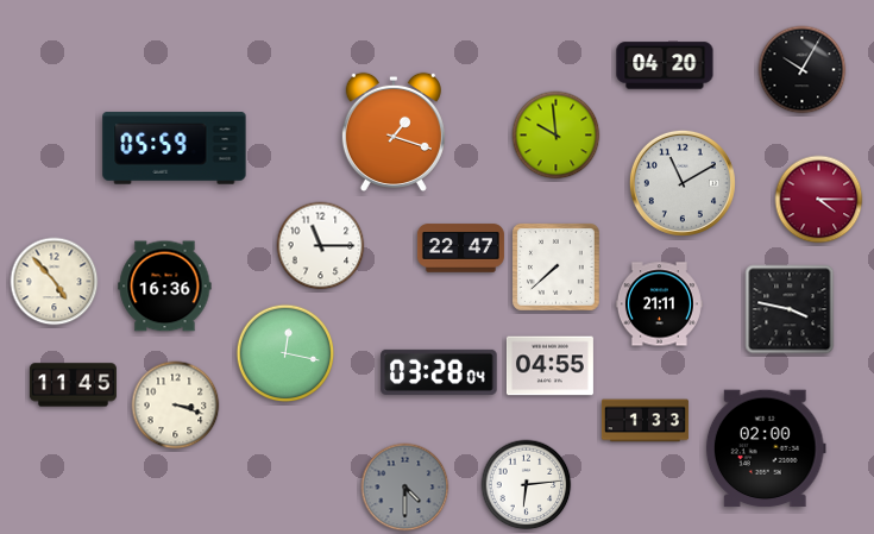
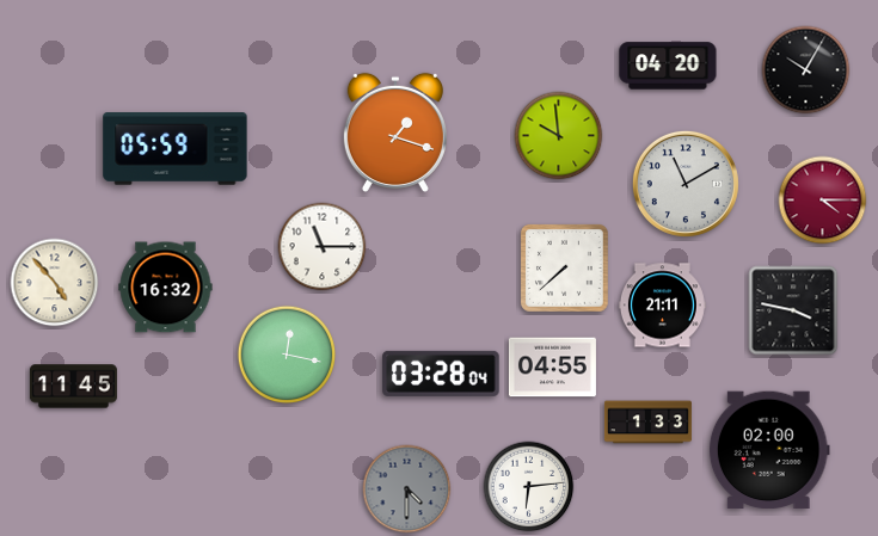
clock at (460, 249): 22:47 -> none
clock at (557, 268) position: (557, 268) -> (565, 269)
clock at (165, 287): 16:36 -> 16:32
clock at (176, 406): 3:18 -> none
